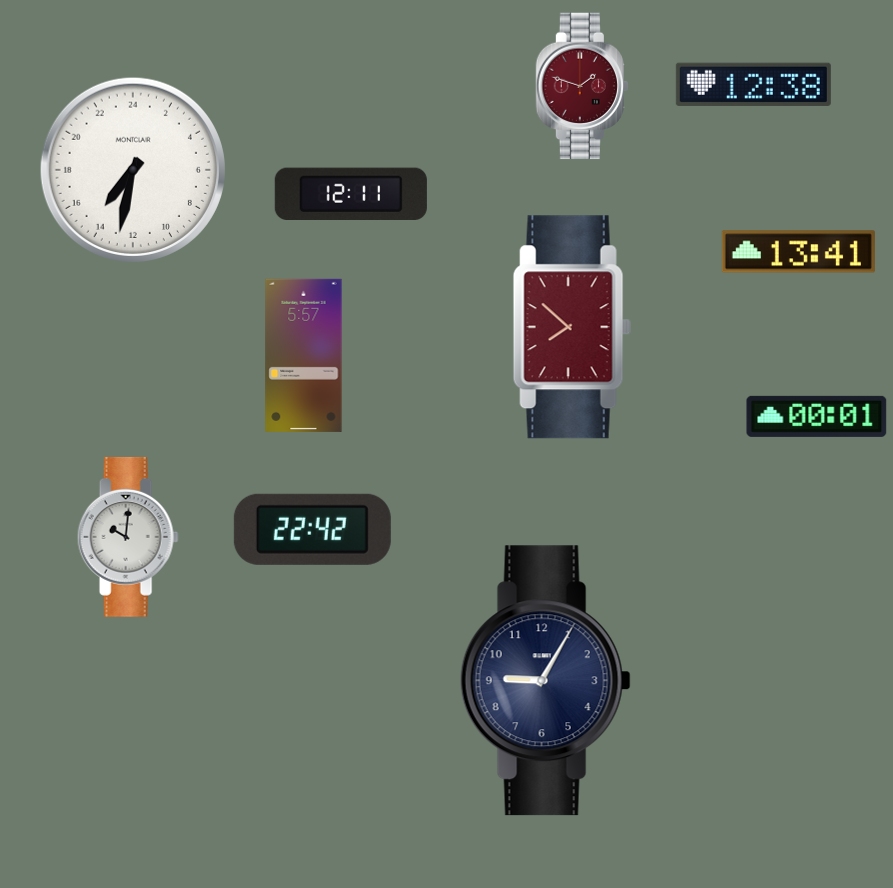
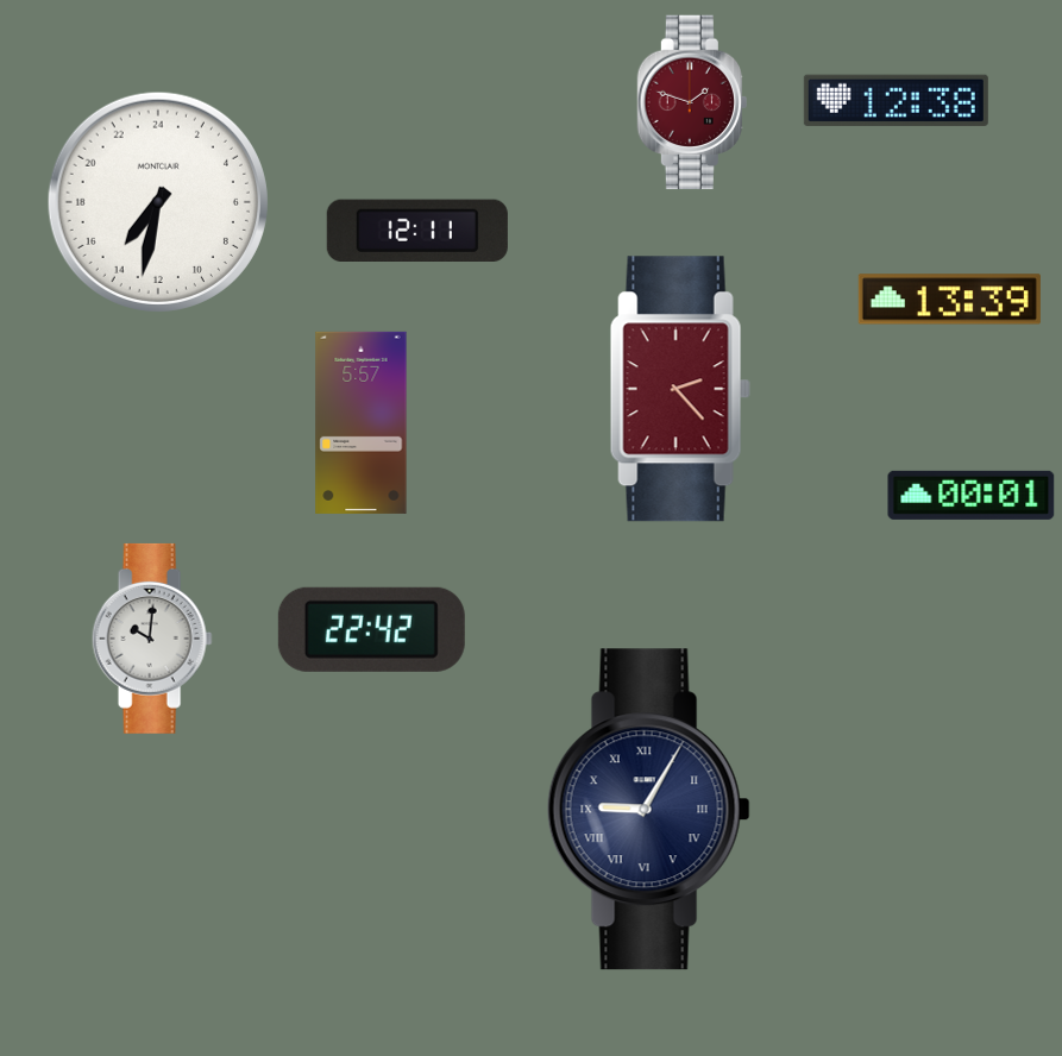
clock at (798, 252): 13:41 -> 13:39
clock at (572, 327): 7:52 -> 2:23
clock at (545, 681) numerals: Arabic -> Roman
